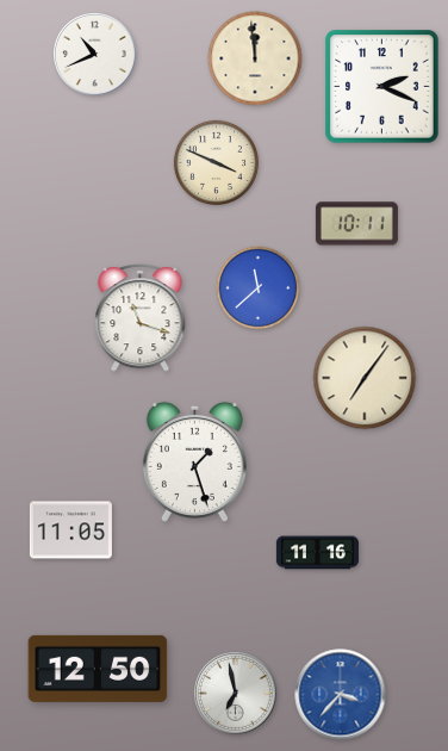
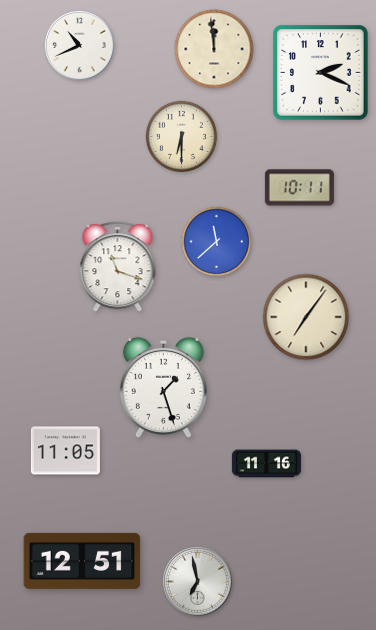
clock at (216, 162): 3:49 -> 6:30
clock at (70, 530) position: (70, 530) -> (65, 451)
clock at (98, 669): 12:50 -> 12:51
clock at (341, 695): 3:37 -> none
